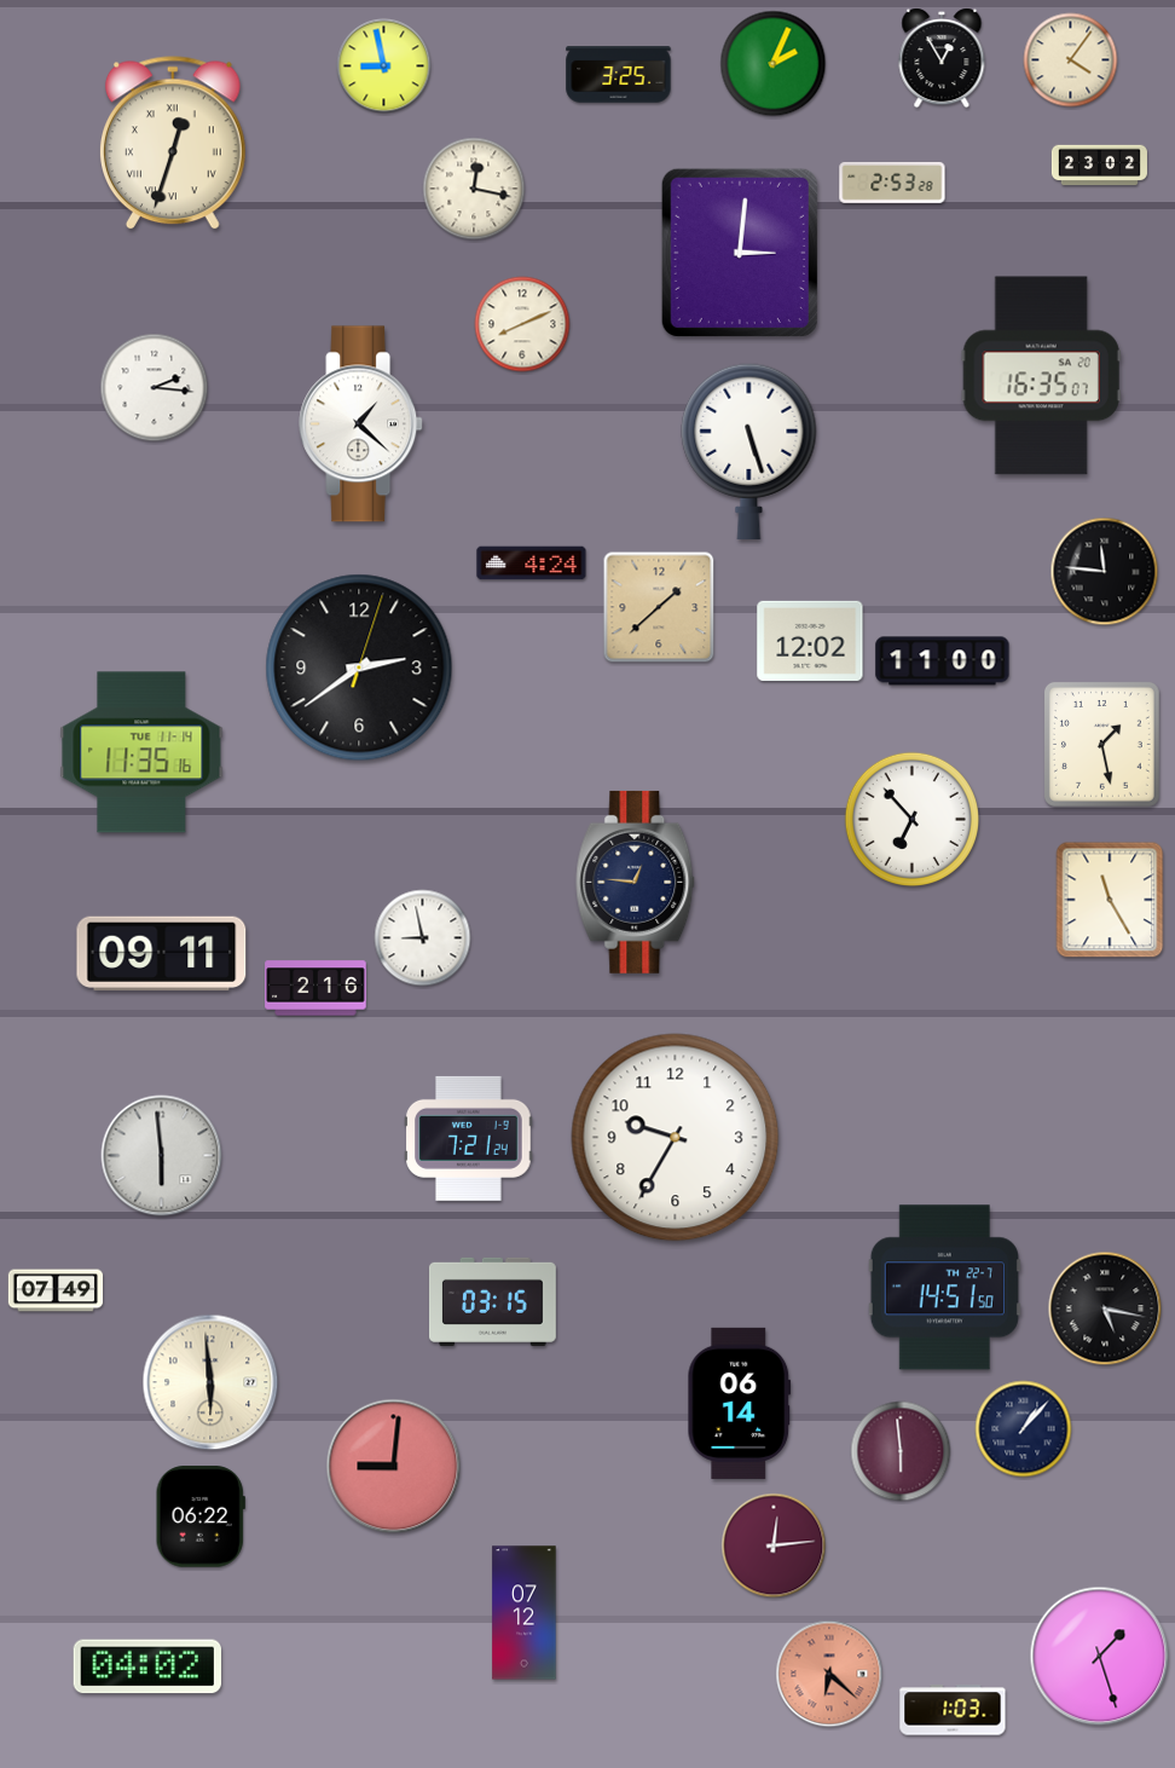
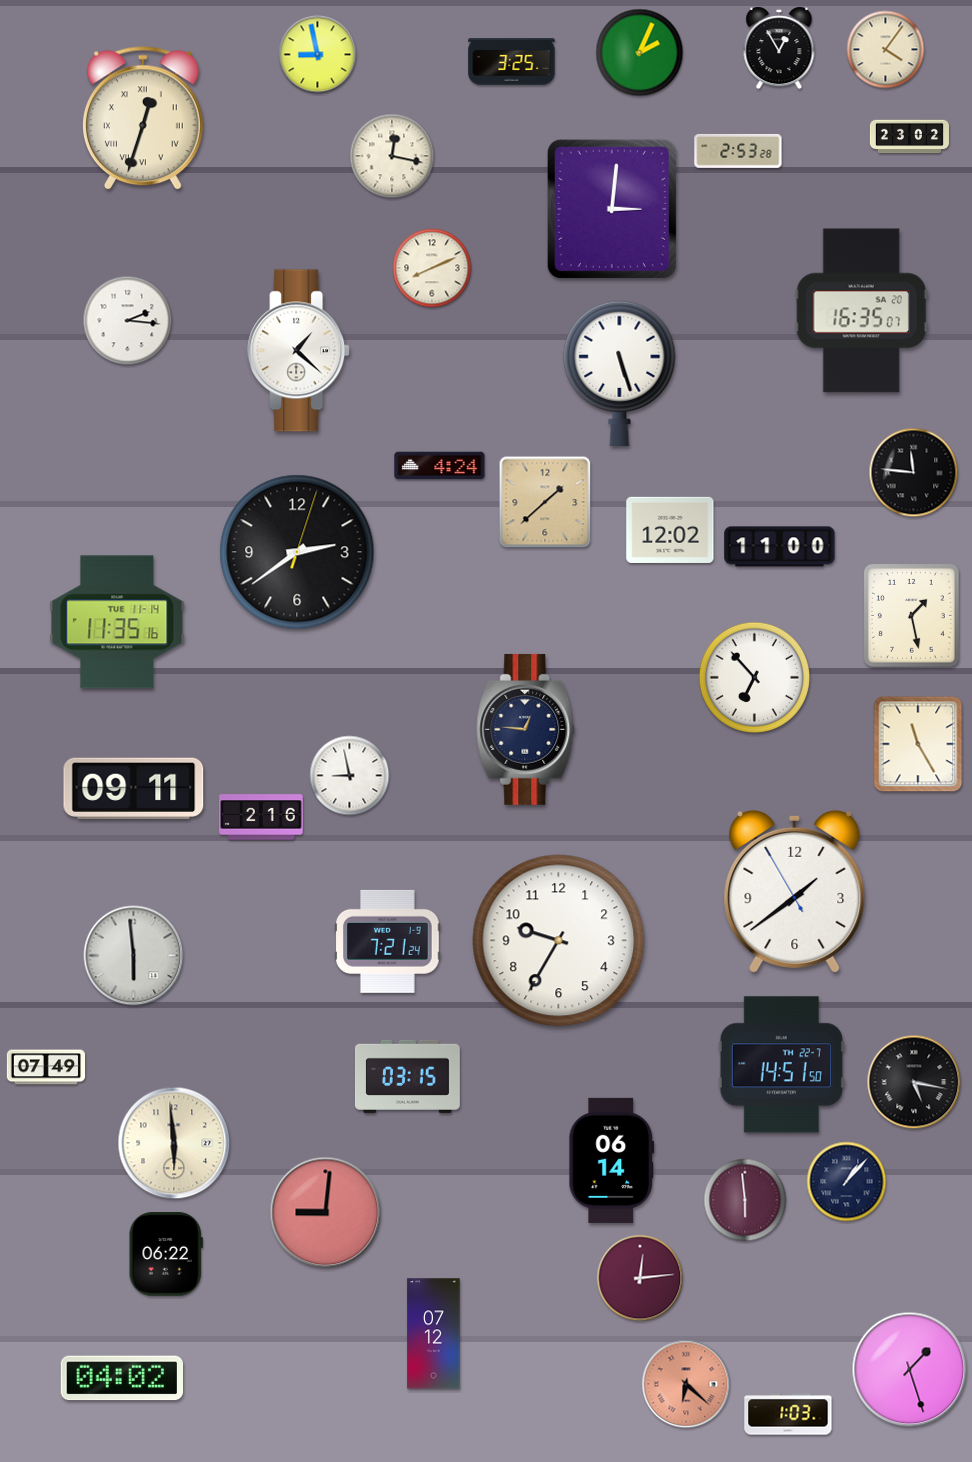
clock at (795, 891): none -> 1:38
